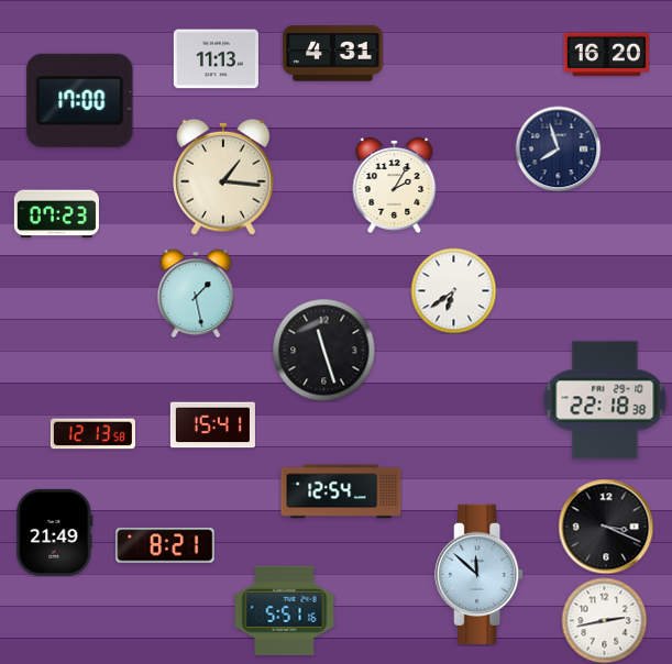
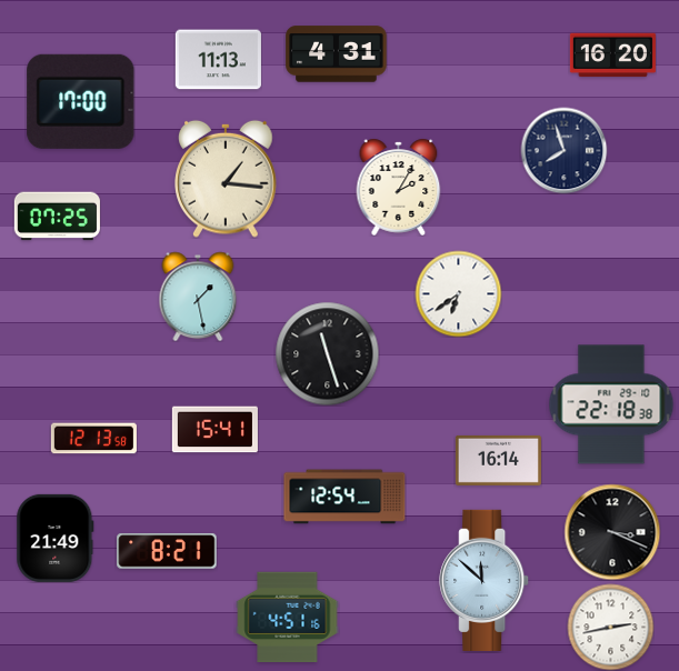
clock at (56, 214): 07:23 -> 07:25
clock at (498, 460): none -> 16:14
clock at (285, 611): 5:51 -> 4:51
